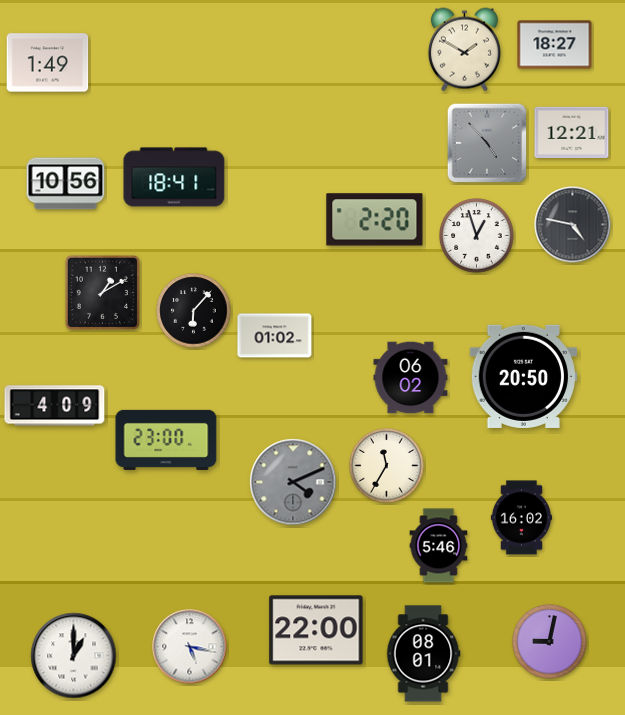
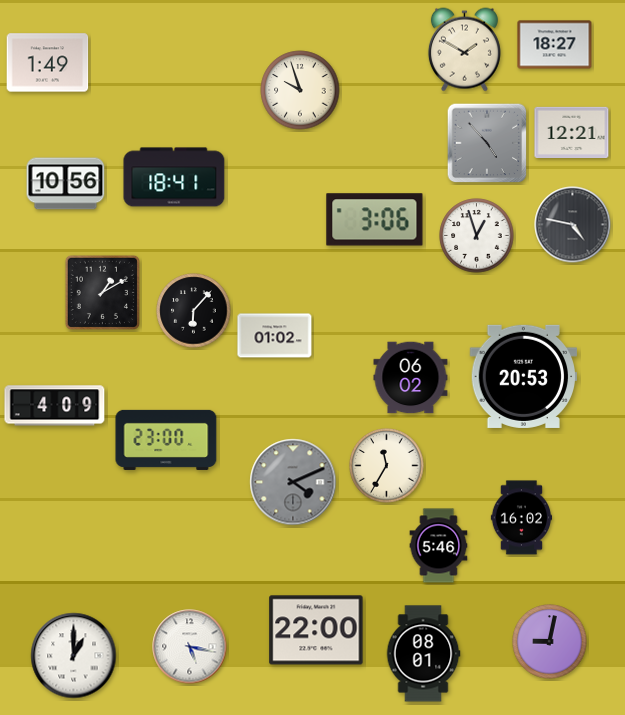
clock at (300, 90): none -> 9:57
clock at (375, 220): 2:20 -> 3:06
clock at (524, 376): 20:50 -> 20:53
